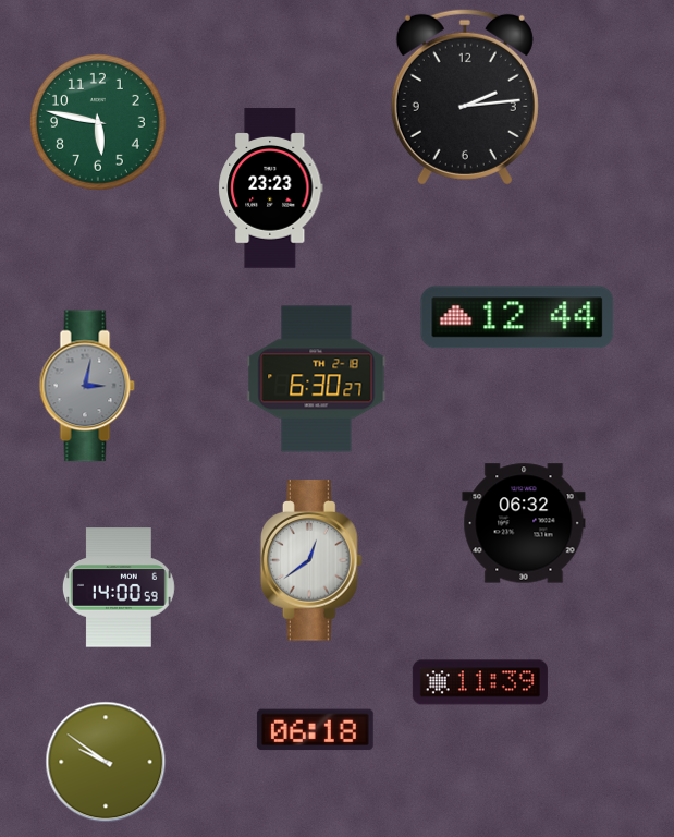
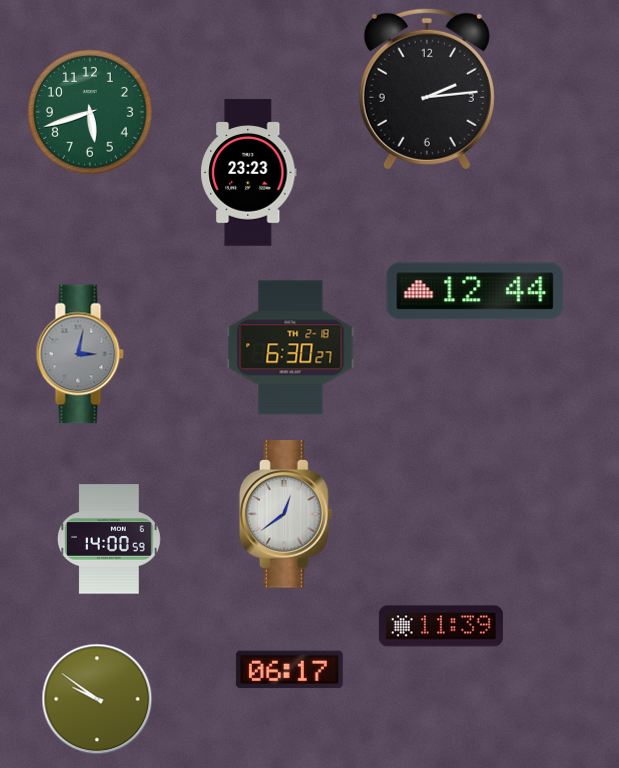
clock at (98, 122): 5:47 -> 5:42
clock at (524, 523): 06:32 -> none
clock at (315, 730): 06:18 -> 06:17
